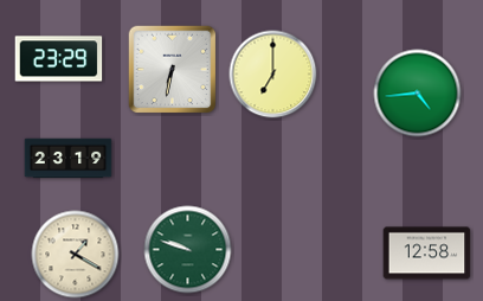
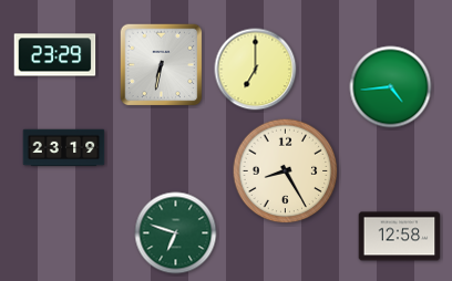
clock at (286, 171): none -> 8:25
clock at (188, 250): 9:48 -> 6:48
clock at (76, 255): 1:20 -> none
